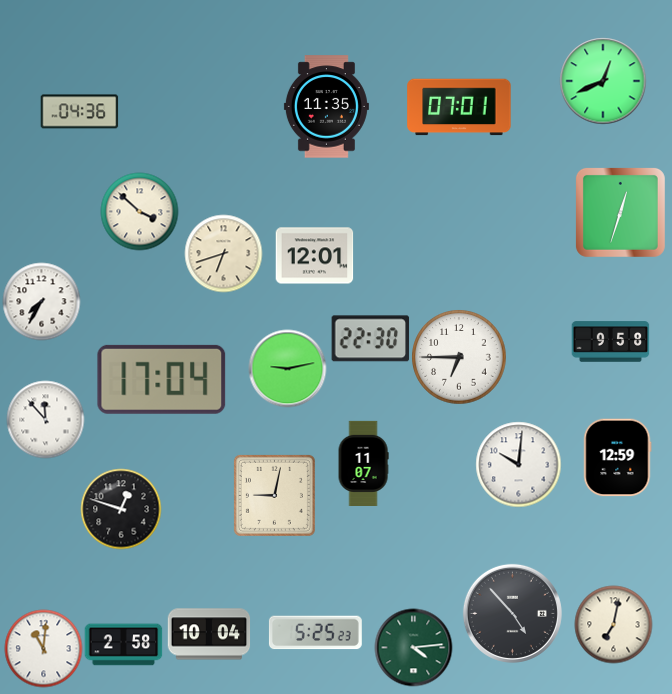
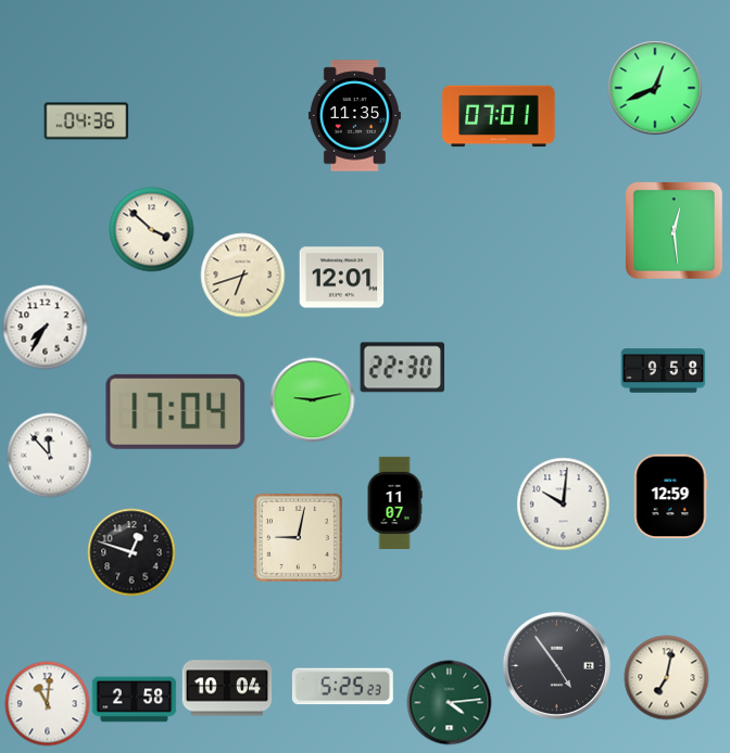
clock at (620, 212): 12:33 -> 12:29
clock at (459, 357): 6:45 -> none
clock at (512, 613): 4:53 -> 4:54
